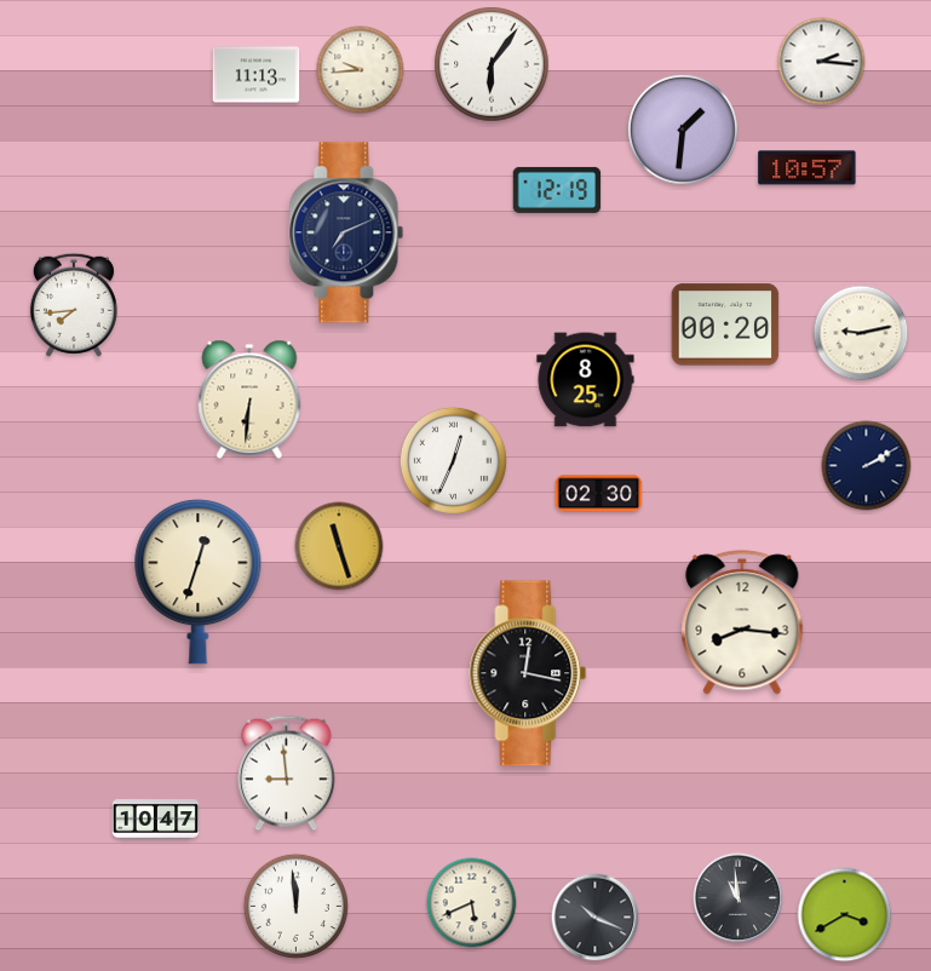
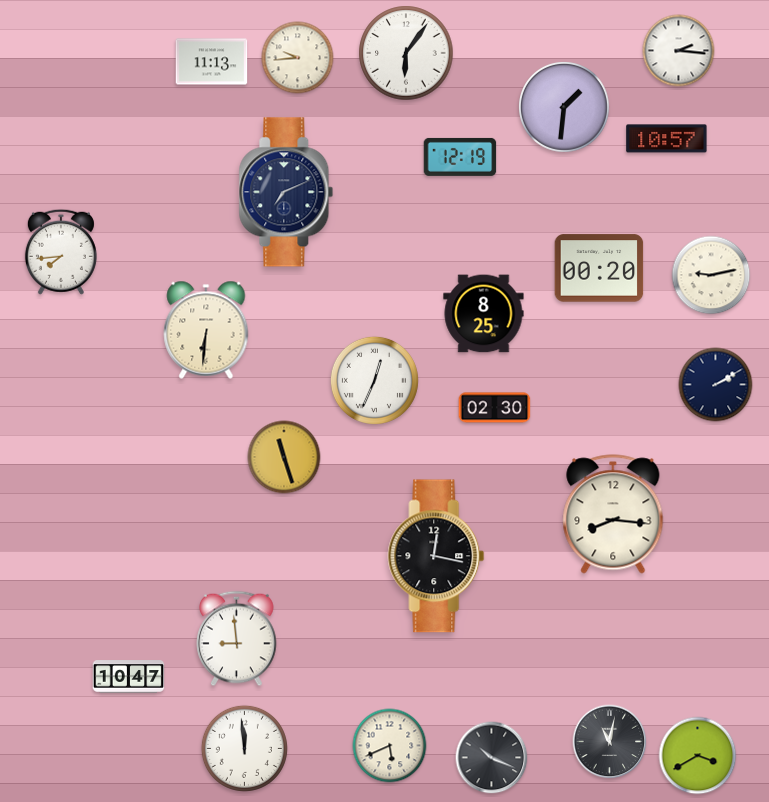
clock at (339, 546) position: (339, 546) -> (284, 457)
clock at (199, 582): 12:33 -> none
clock at (739, 898): 10:59 -> 11:02
